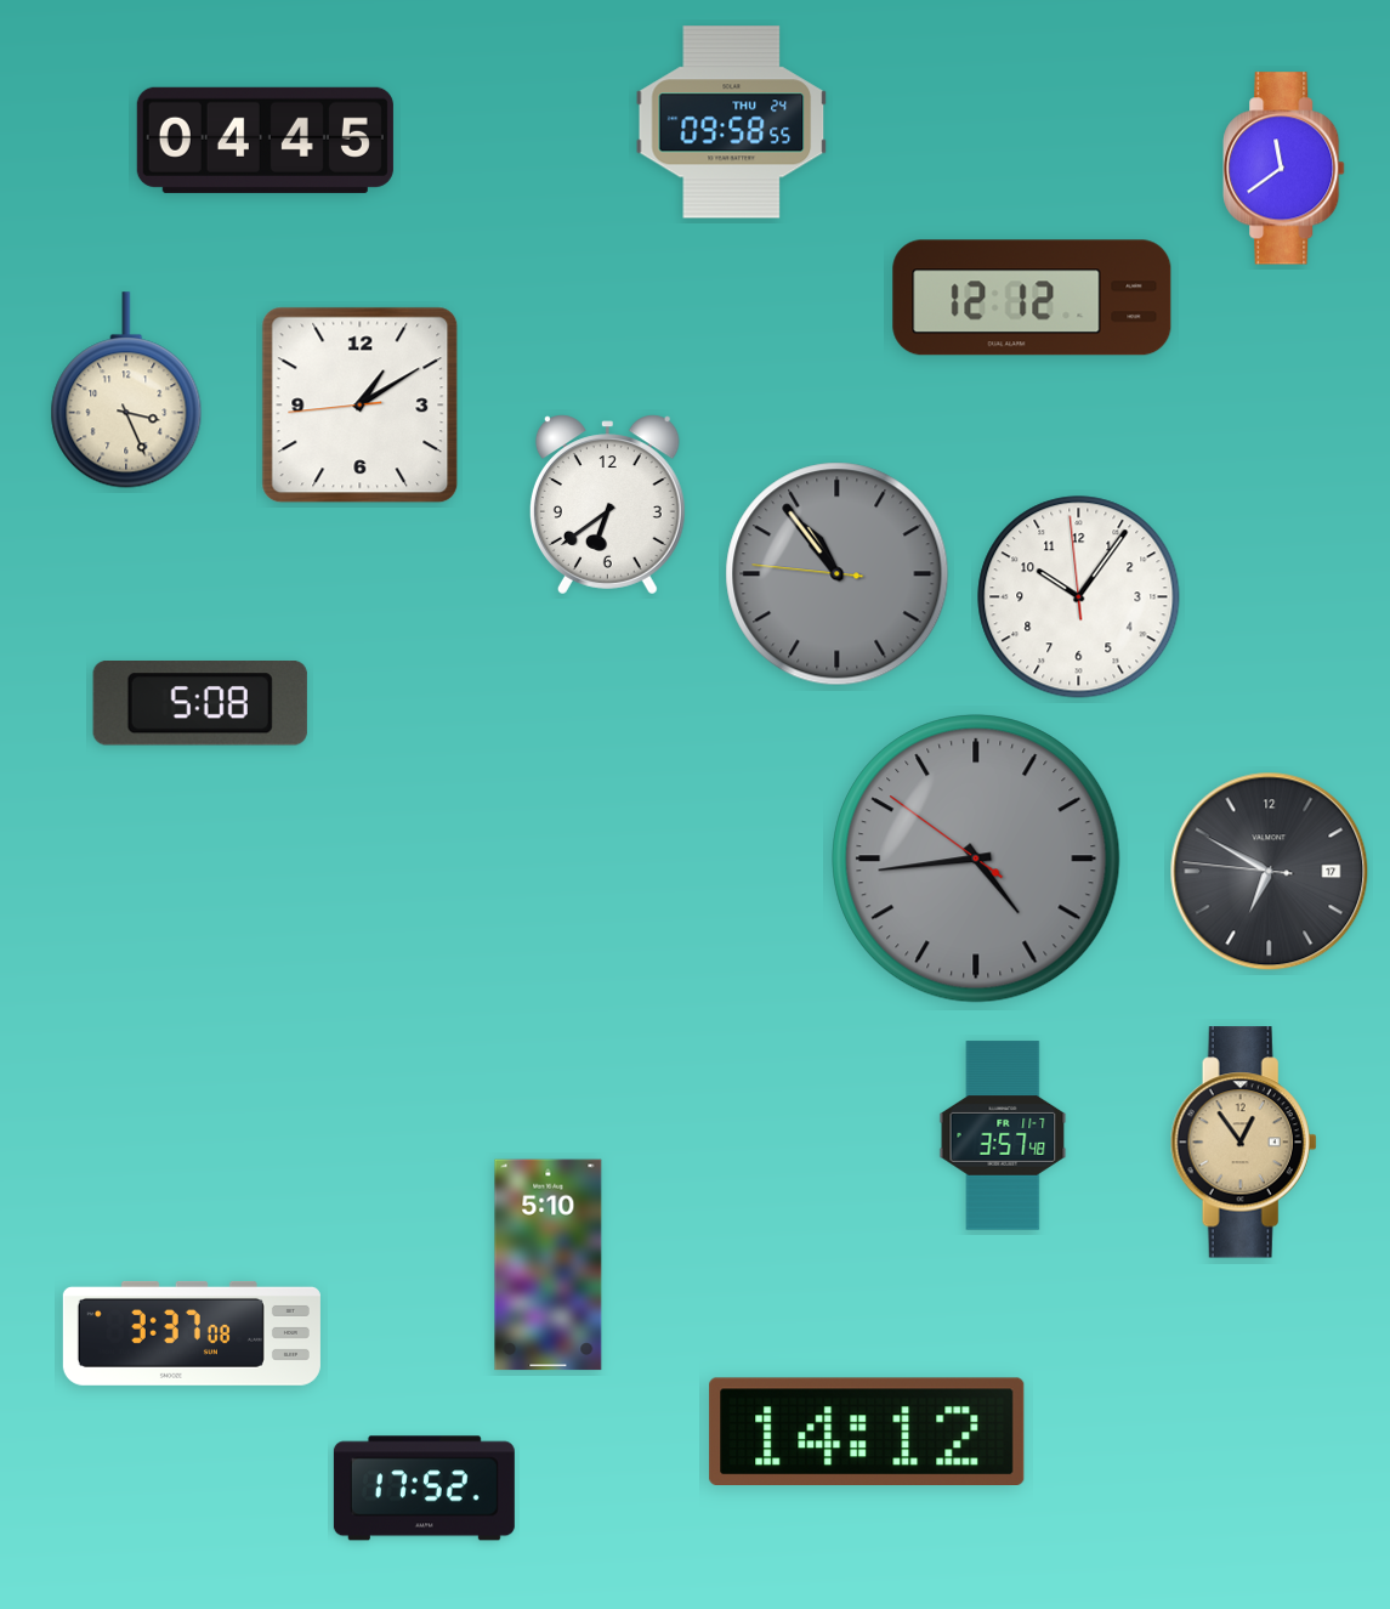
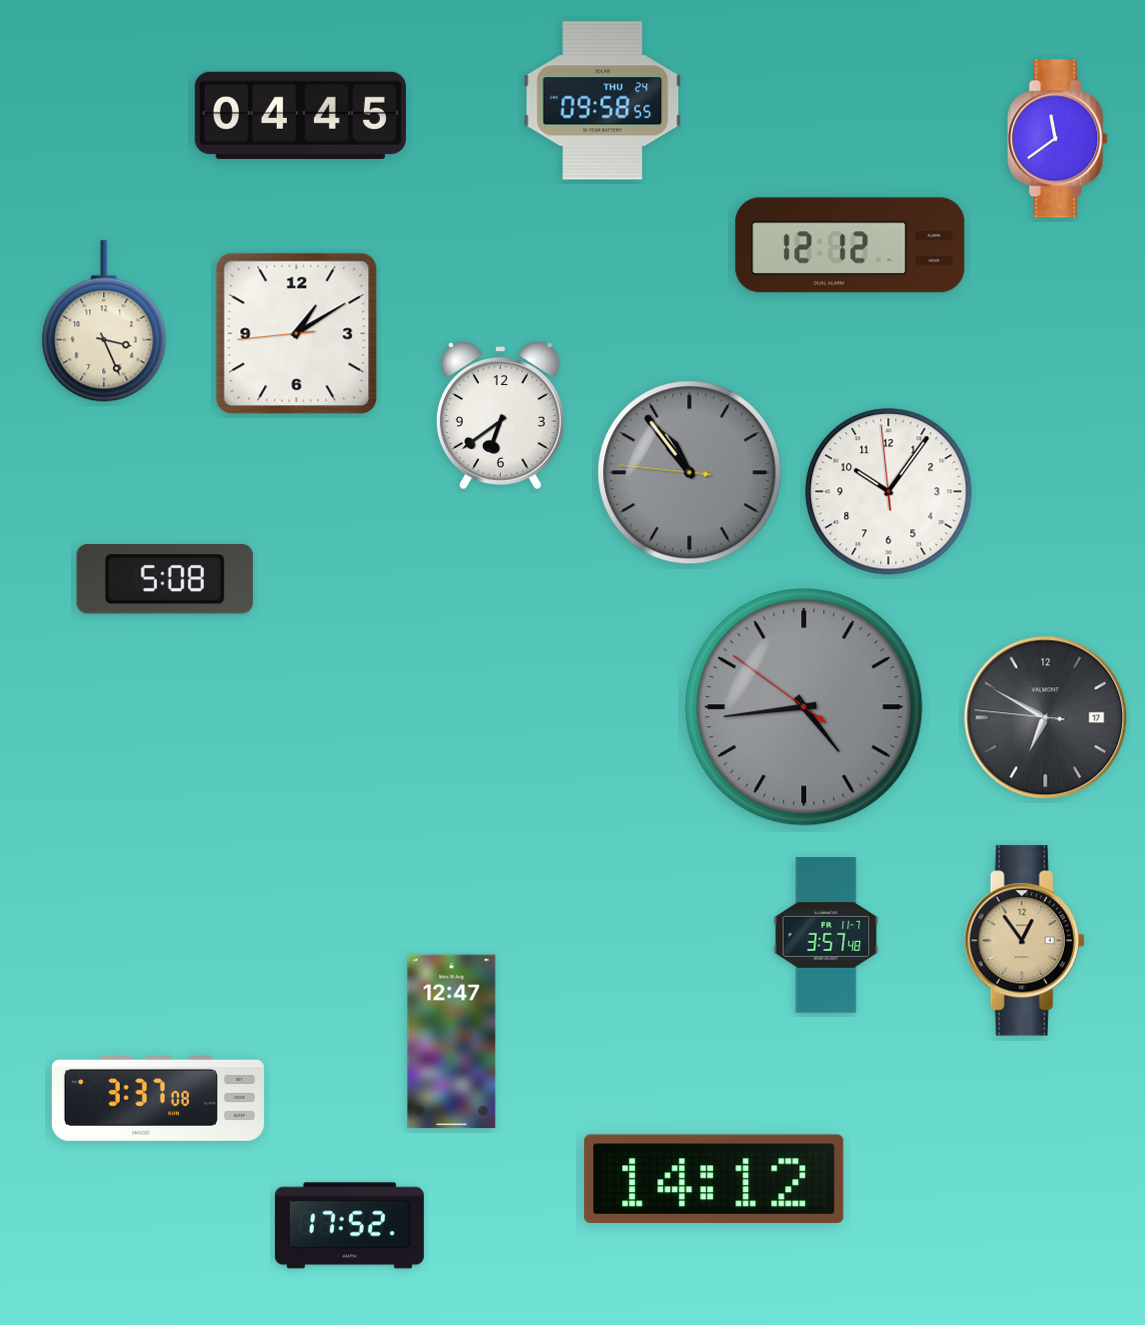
clock at (265, 140) position: (265, 140) -> (300, 115)
clock at (549, 1265): 5:10 -> 12:47
